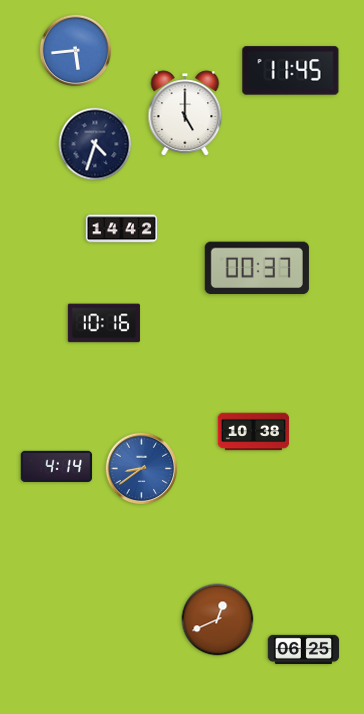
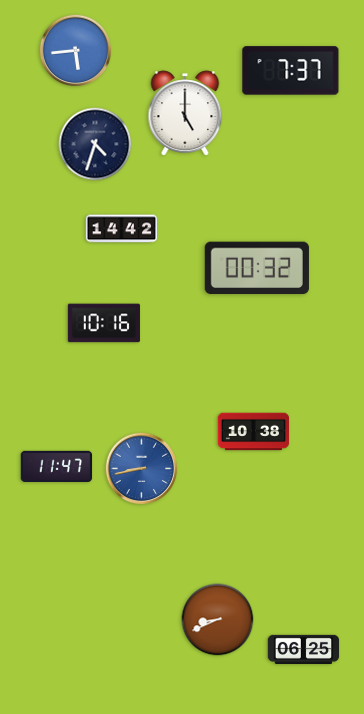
clock at (291, 71): 11:45 -> 7:37
clock at (257, 268): 00:37 -> 00:32
clock at (57, 466): 4:14 -> 11:47
clock at (142, 469): 8:39 -> 8:43
clock at (218, 620): 12:41 -> 8:41
